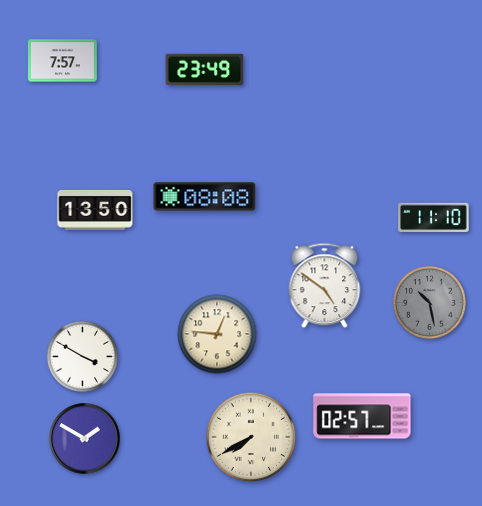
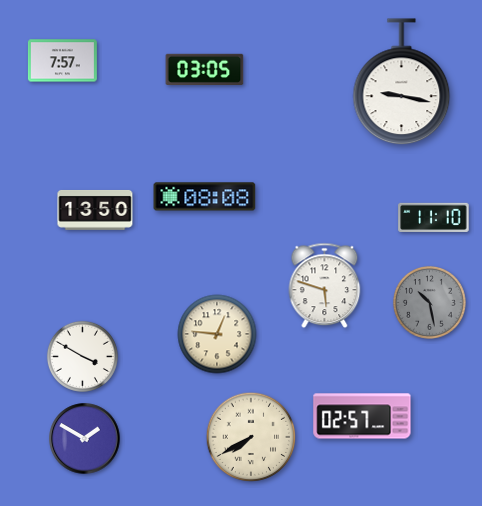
clock at (205, 69): 23:49 -> 03:05
clock at (402, 82): none -> 9:17
clock at (325, 286): 4:51 -> 5:48
